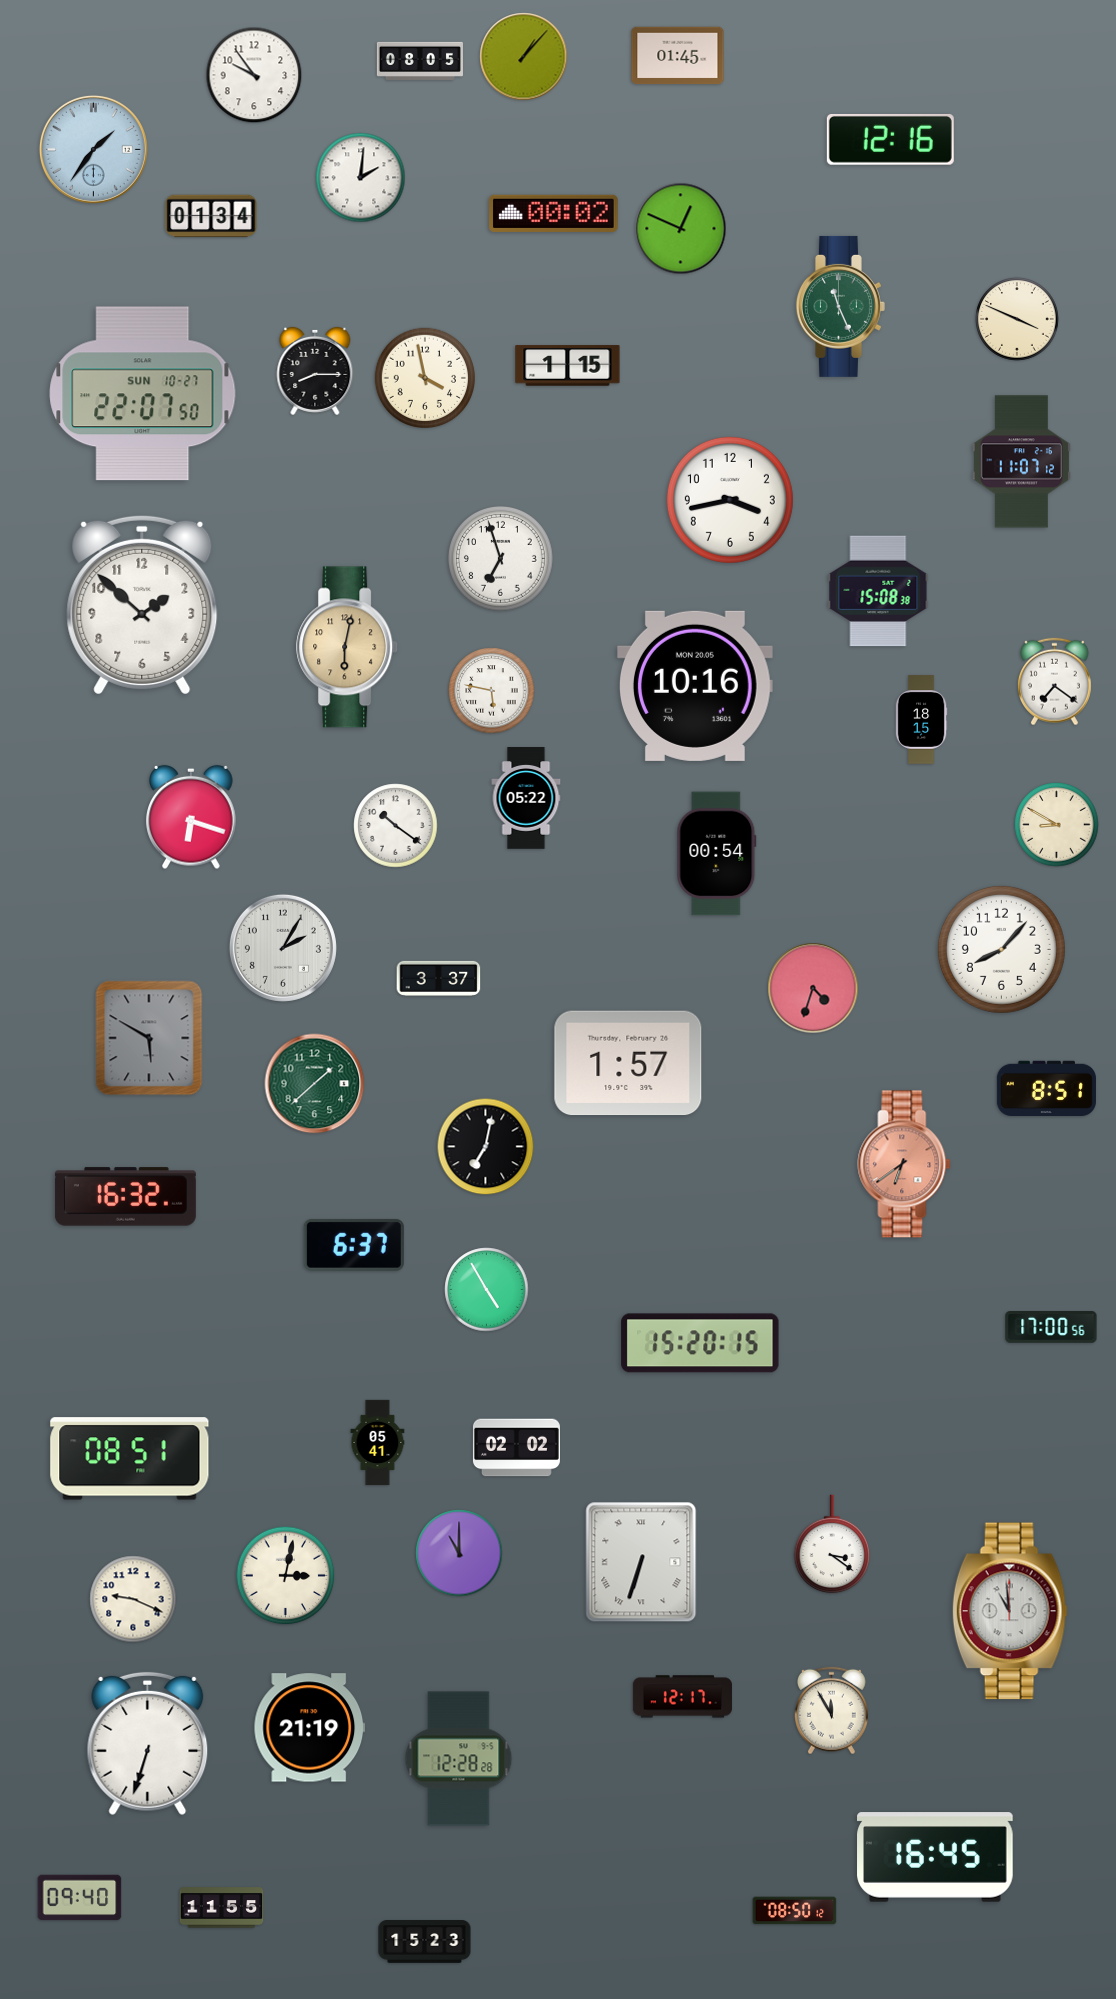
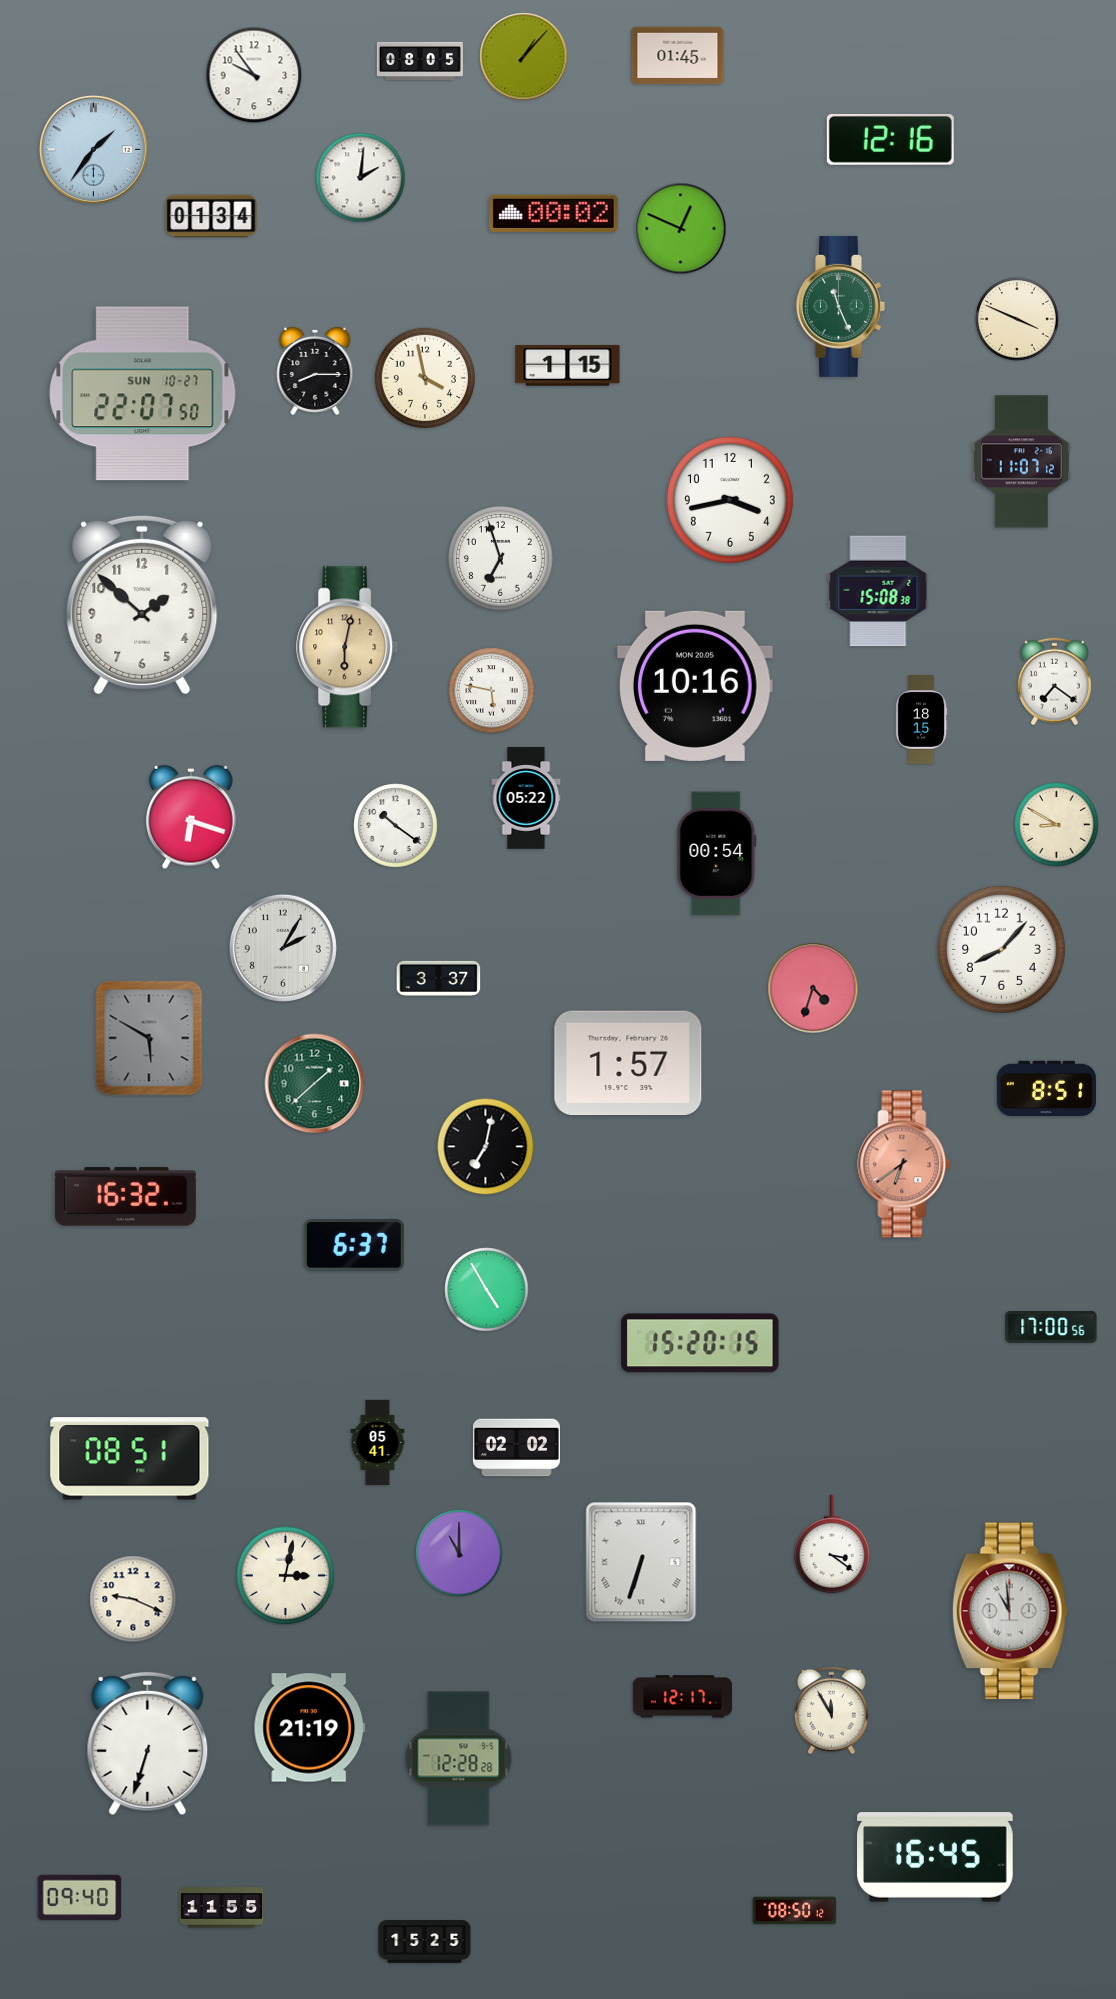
clock at (425, 1942): 15:23 -> 15:25
